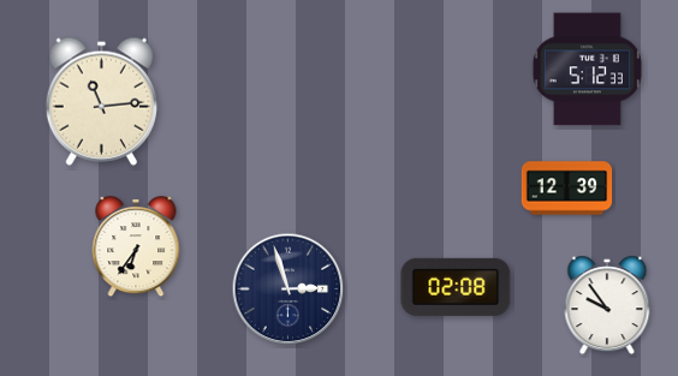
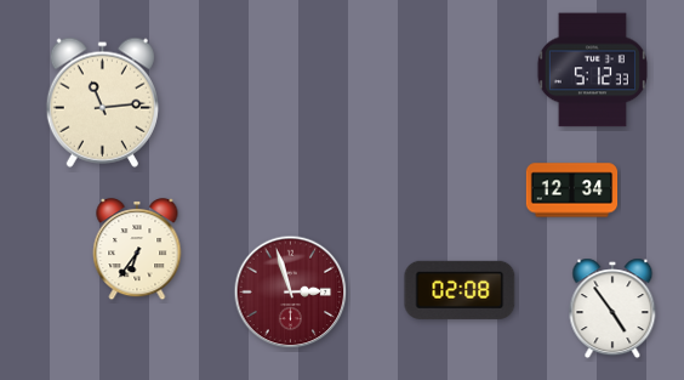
clock at (567, 189): 12:39 -> 12:34
clock at (289, 290) dial: navy -> burgundy
clock at (607, 305): 9:54 -> 4:54
